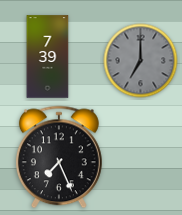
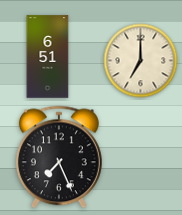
clock at (48, 57): 7:39 -> 6:51
clock at (141, 61) dial: grey -> cream
